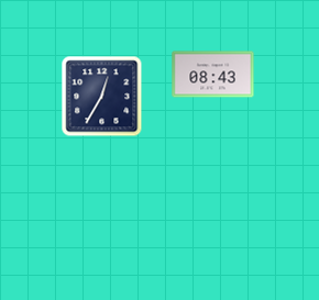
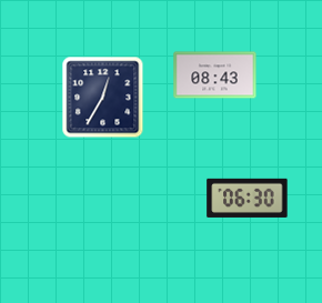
clock at (248, 198): none -> 06:30
